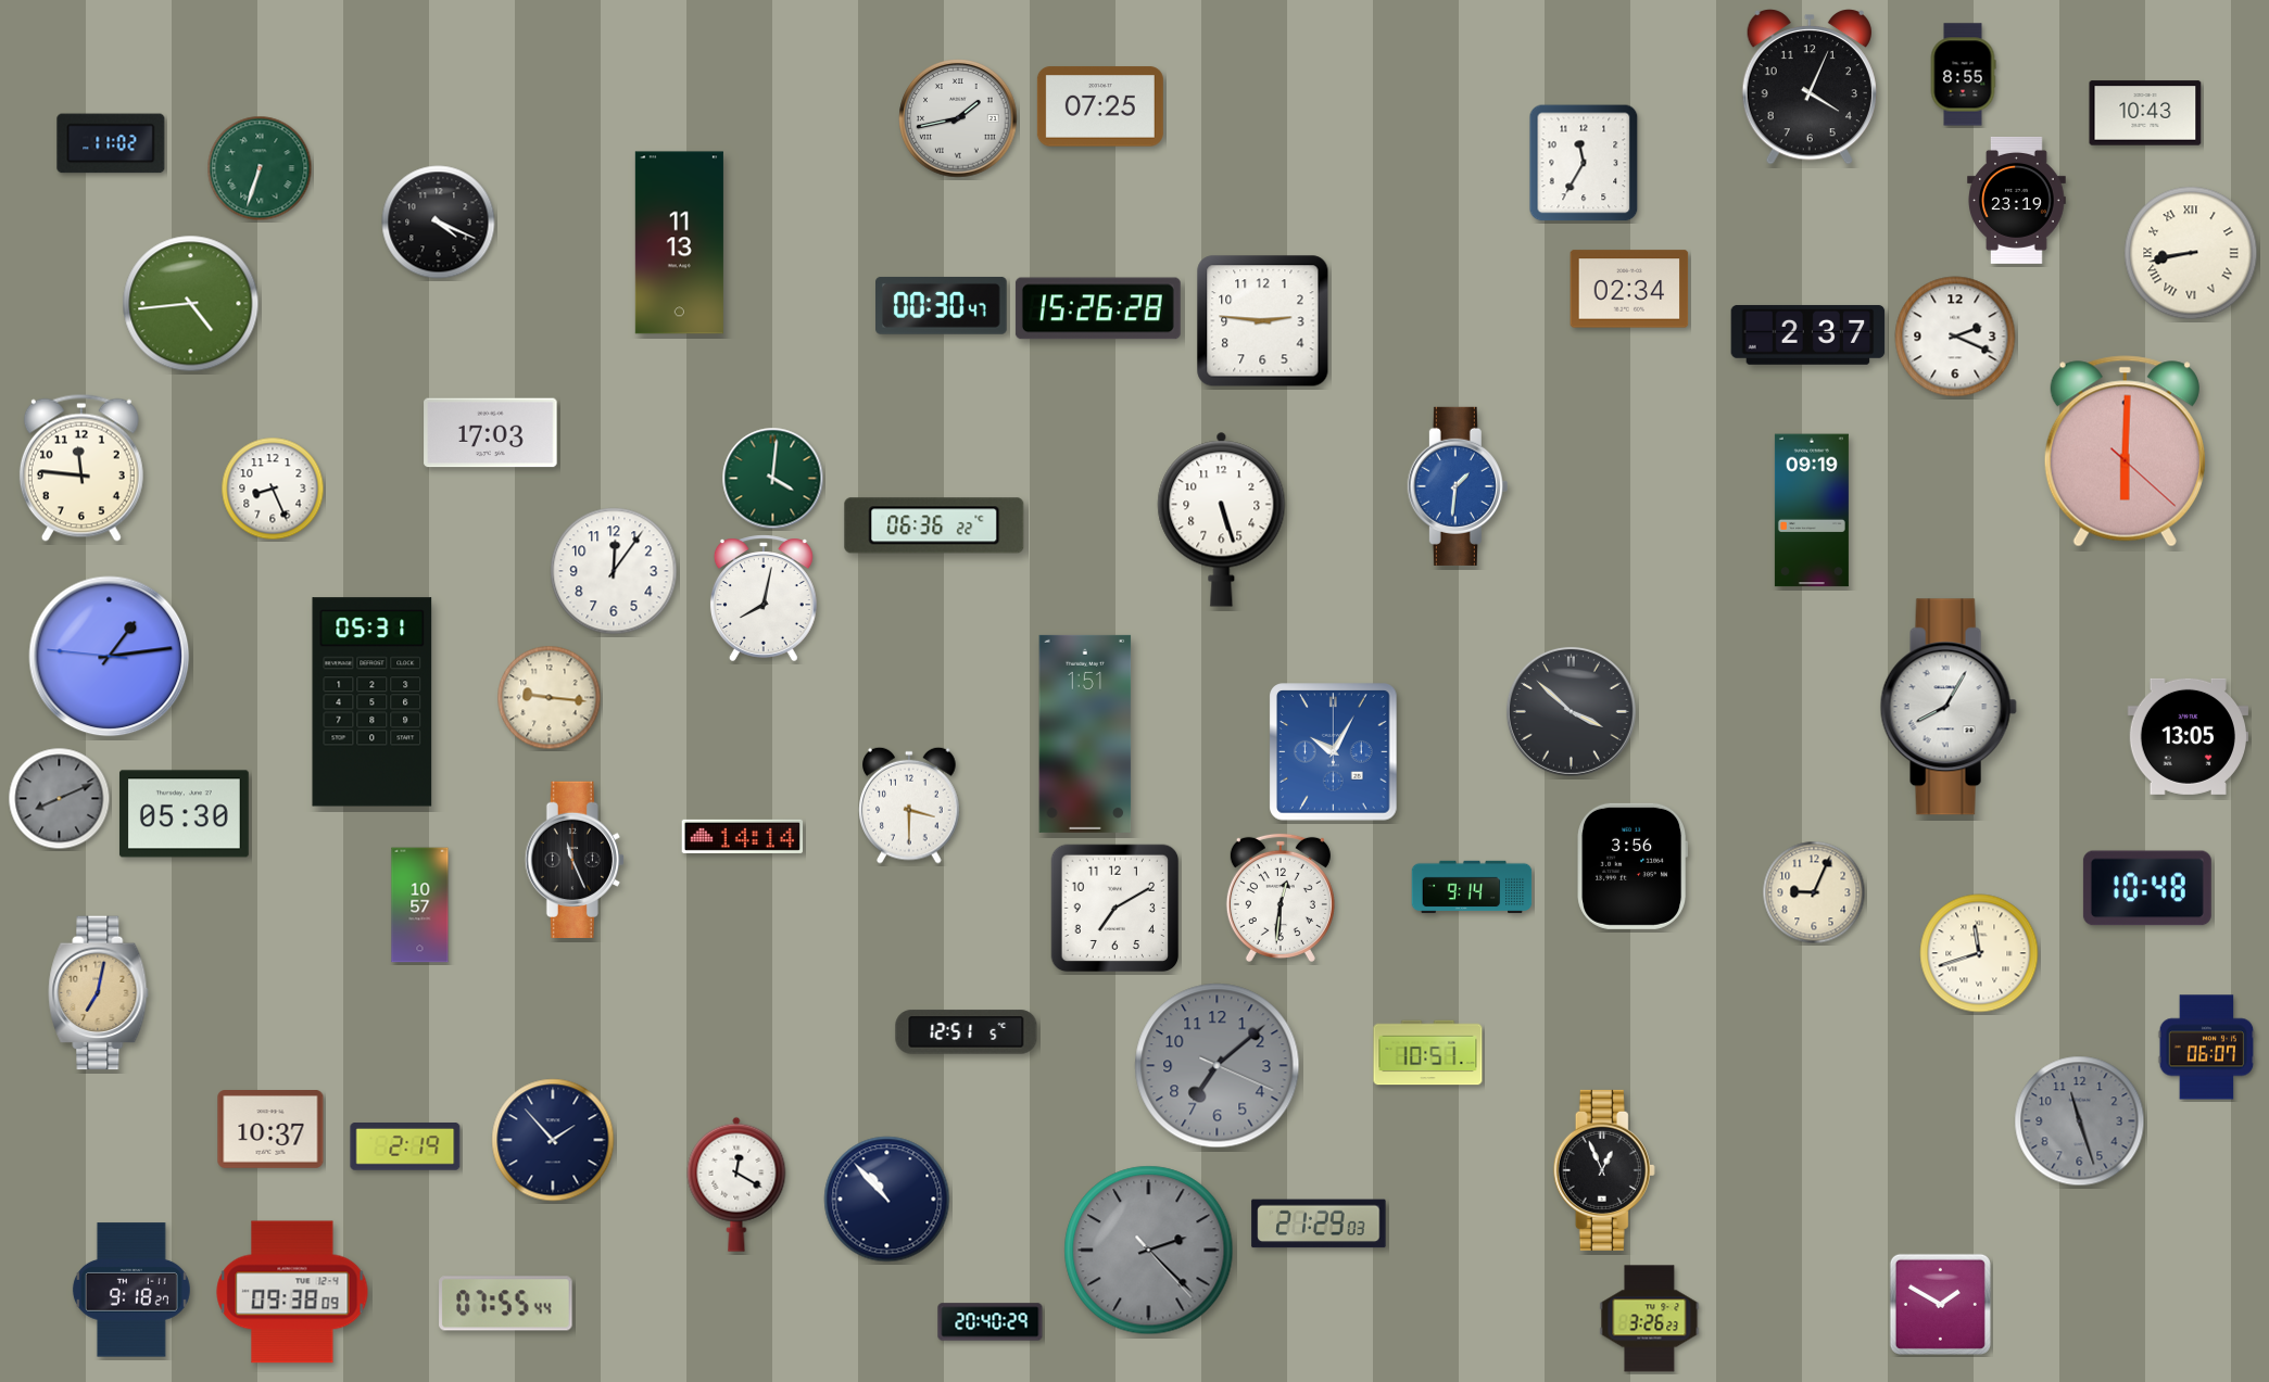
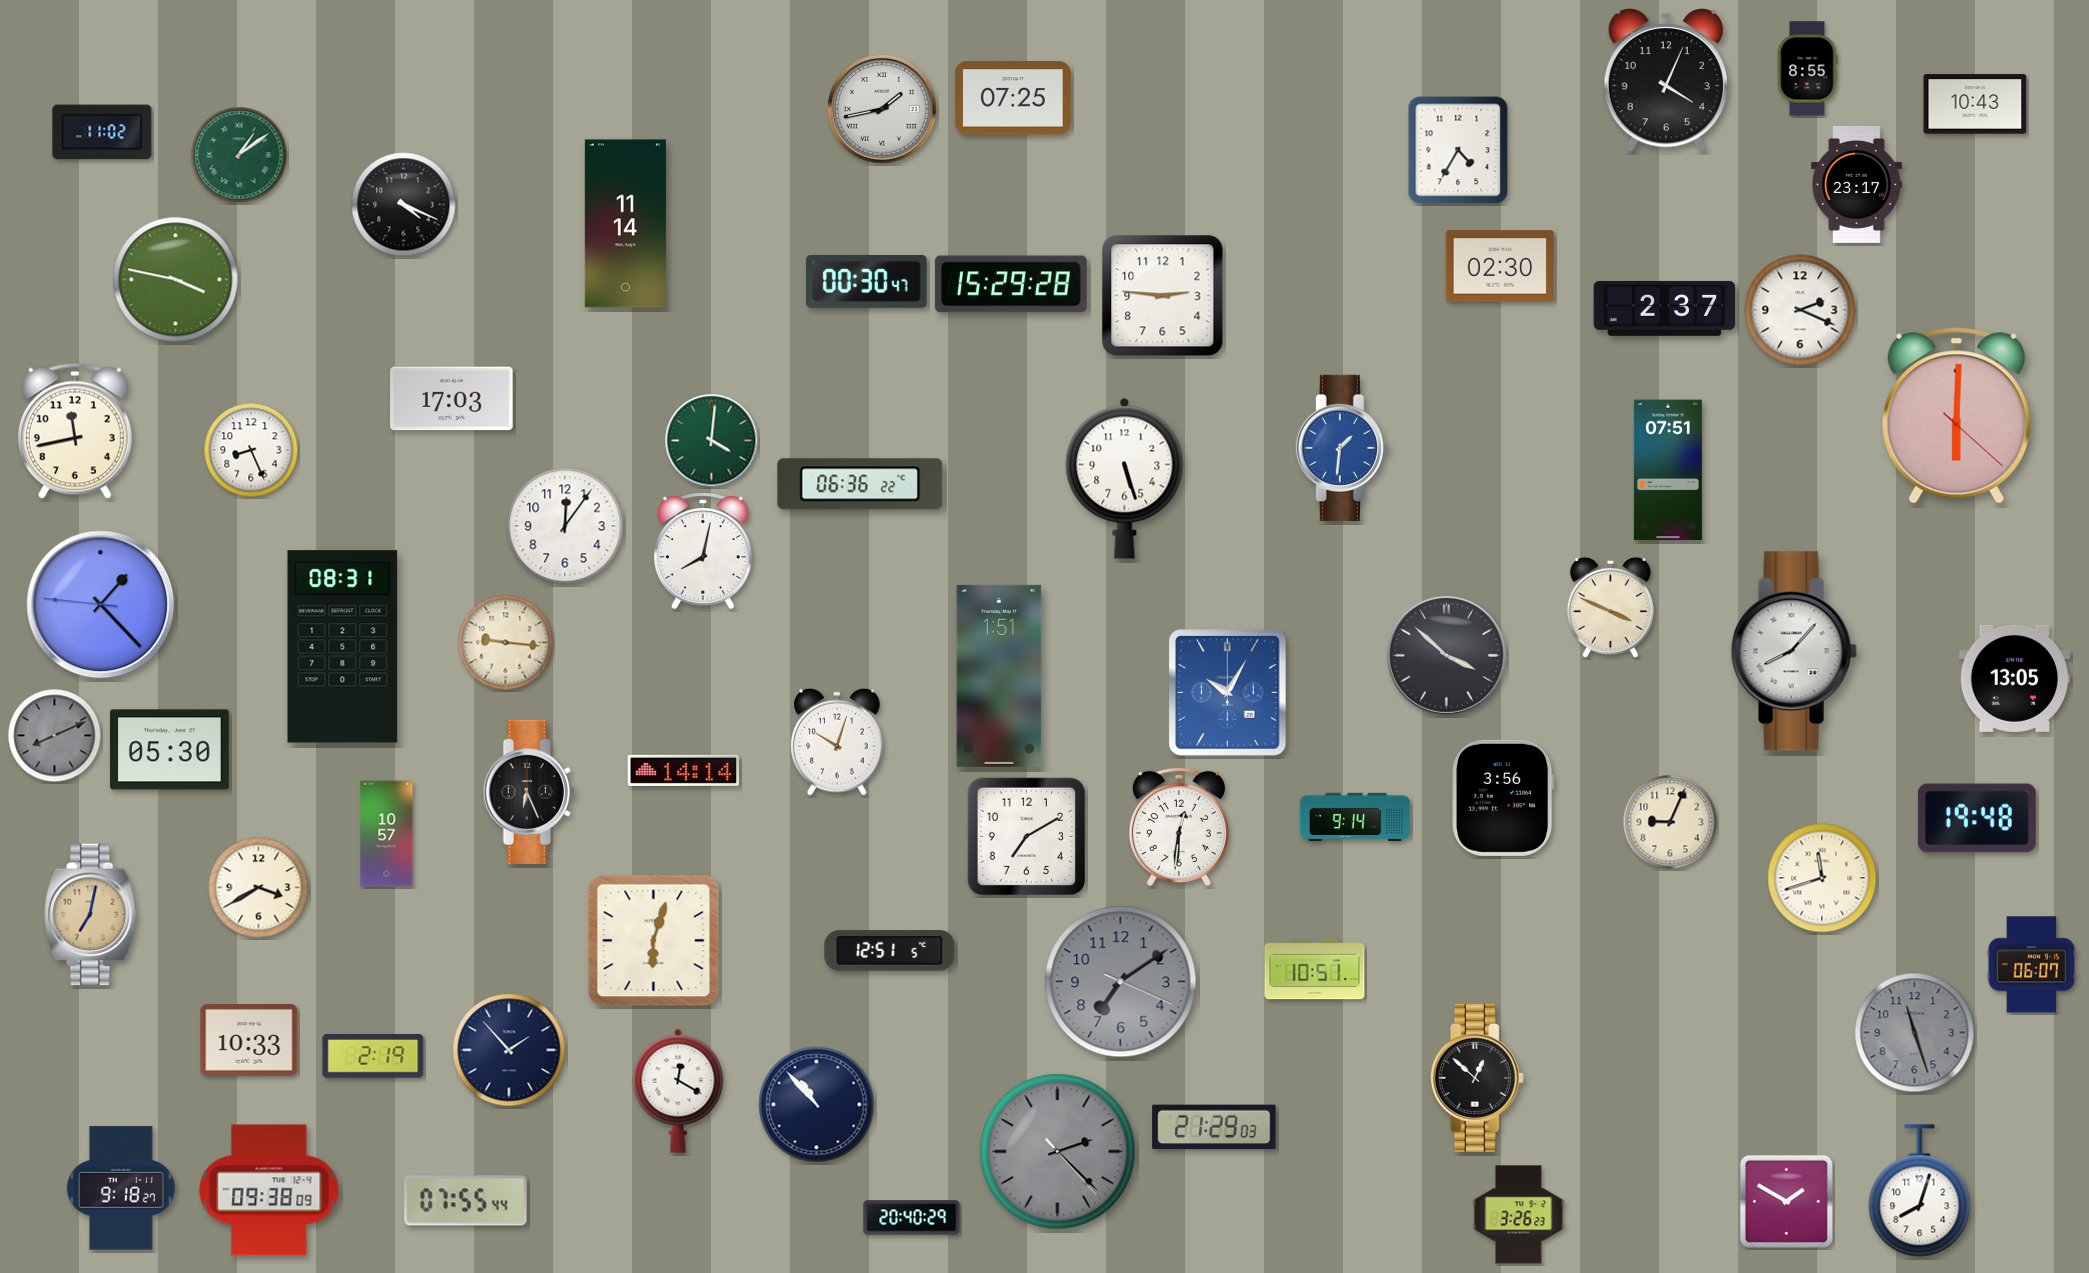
clock at (1584, 163): 11:35 -> 4:35
clock at (260, 168): 6:33 -> 1:09
clock at (2017, 200): 23:19 -> 23:17
clock at (679, 243): 11:13 -> 11:14
clock at (2191, 253): 8:43 -> none
clock at (1629, 289): 02:34 -> 02:30
clock at (191, 304): 4:44 -> 3:47
clock at (1098, 308): 15:26 -> 15:29
clock at (81, 468): 11:46 -> 11:43
clock at (1812, 510): 09:19 -> 07:51
clock at (110, 657): 1:13 -> 1:22
clock at (1610, 607): none -> 3:49
clock at (373, 702): 05:31 -> 08:31
clock at (1949, 707): 8:05 -> 8:07
clock at (909, 806): 3:30 -> 10:03
clock at (575, 859): 11:26 -> 6:26
clock at (2147, 888): 10:48 -> 19:48
clock at (259, 888): none -> 3:40
clock at (654, 941): none -> 6:03
clock at (1218, 1066): 7:08 -> 7:09
clock at (270, 1130): 10:37 -> 10:33
clock at (1604, 1170): 12:56 -> 12:52
clock at (1920, 1191): none -> 8:03
